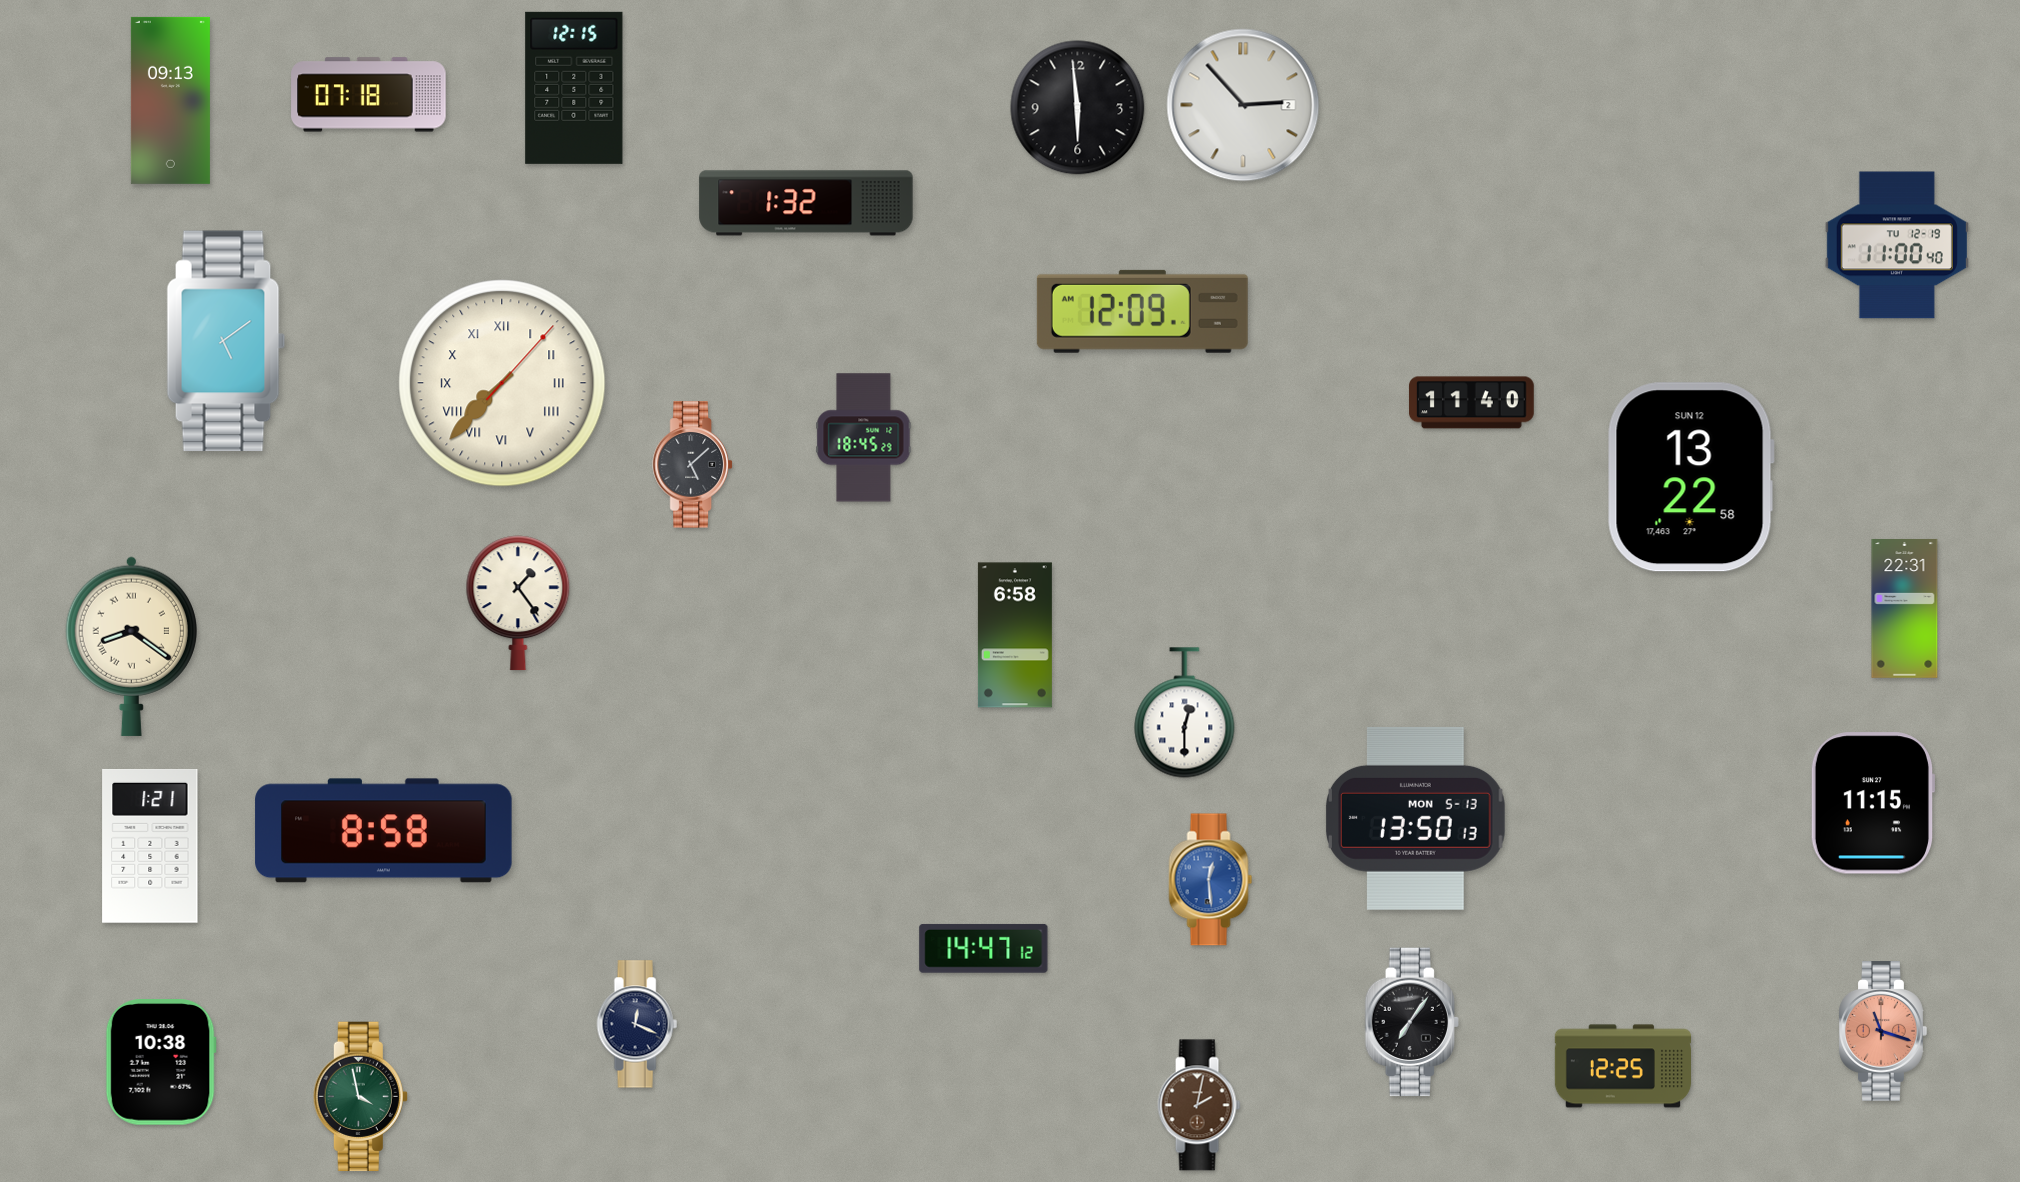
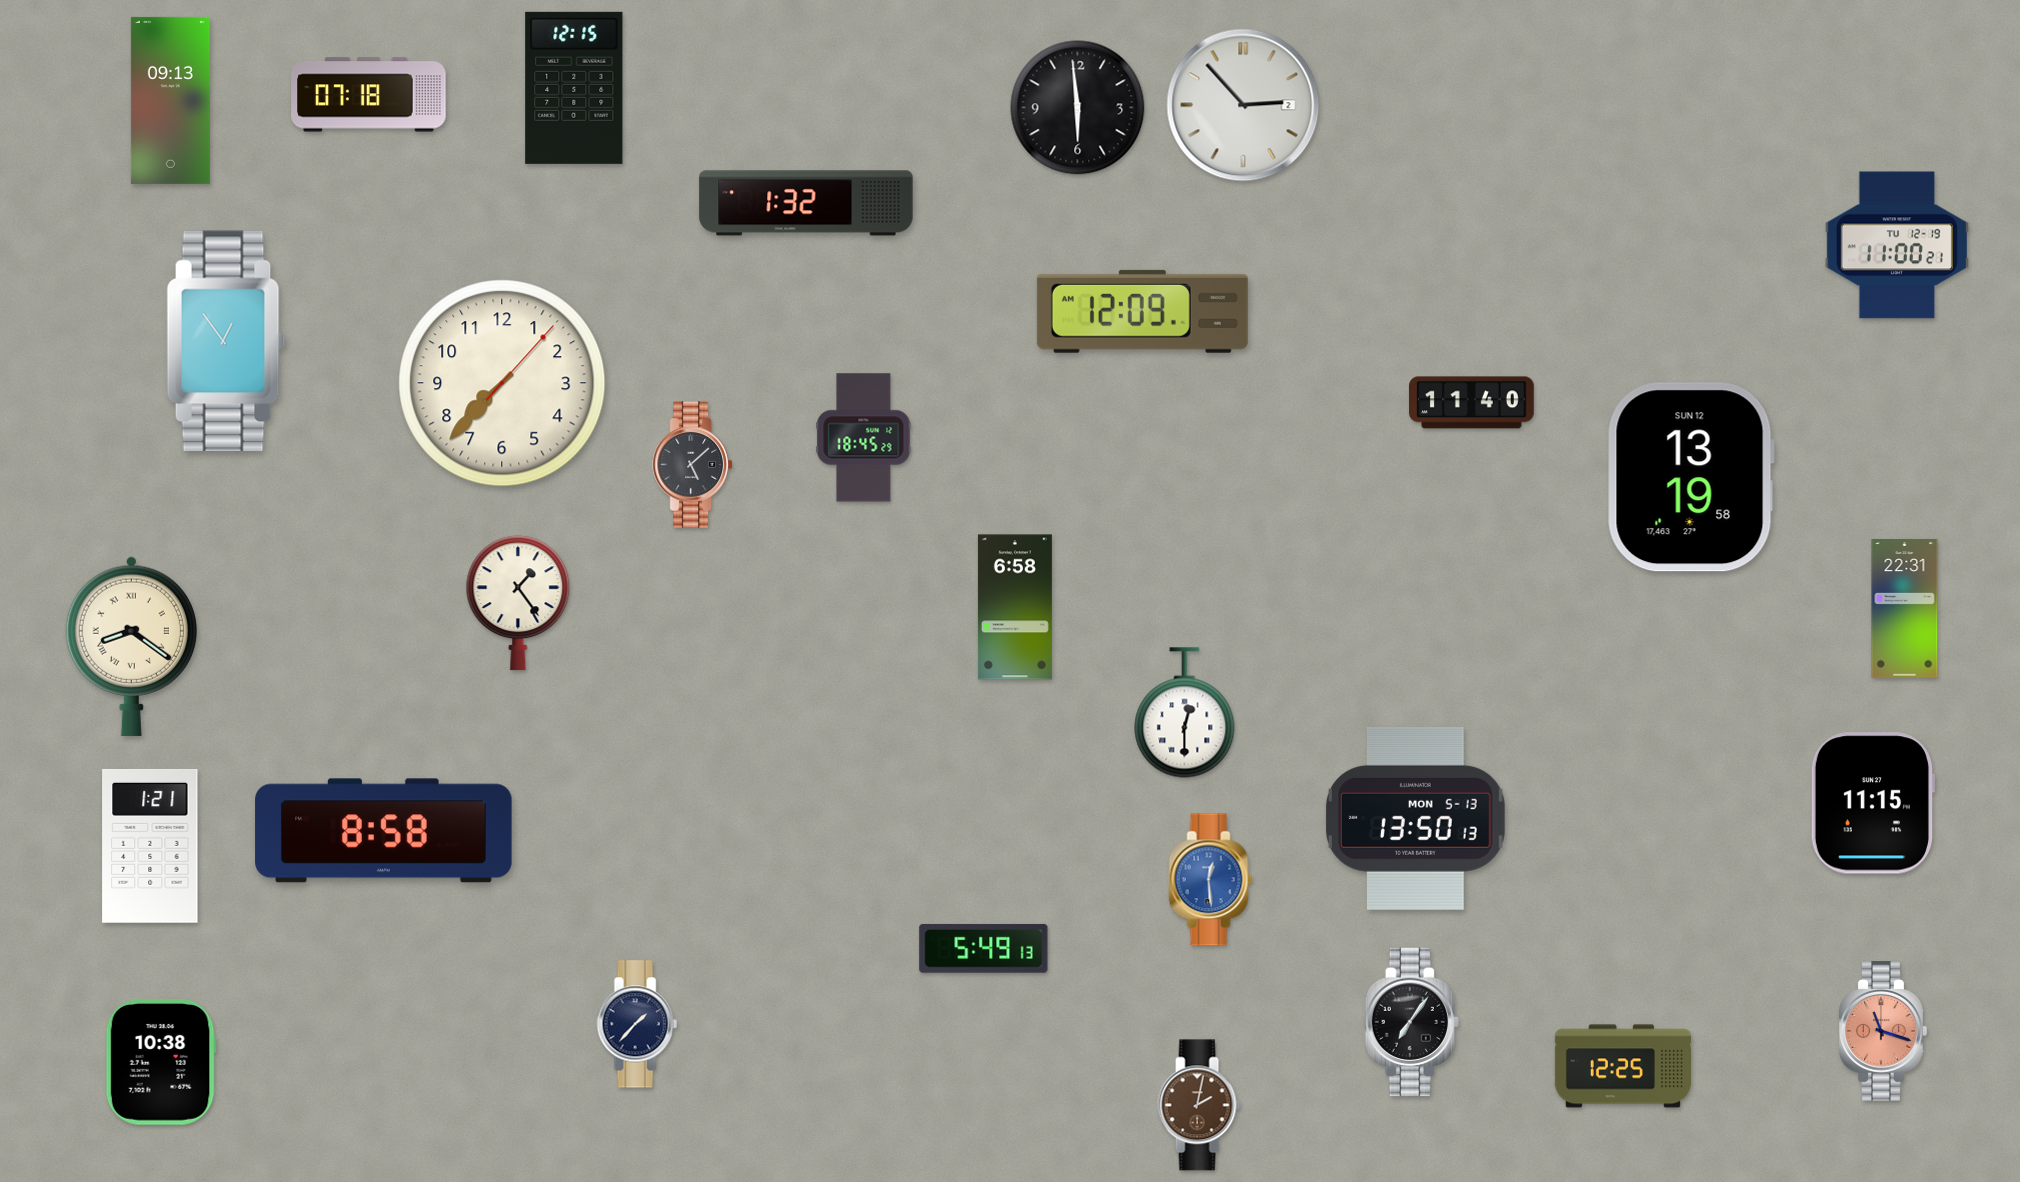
clock at (1897, 245): 11:00:40 -> 11:00:21
clock at (226, 341): 5:09 -> 12:54
clock at (502, 383) numerals: Roman -> Arabic
clock at (1691, 477): 13:22 -> 13:19
clock at (1015, 635) position: (1015, 635) -> (1015, 607)
clock at (984, 948): 14:47 -> 5:49
clock at (637, 1024): 12:19 -> 1:37
clock at (360, 1097): 3:58 -> none
